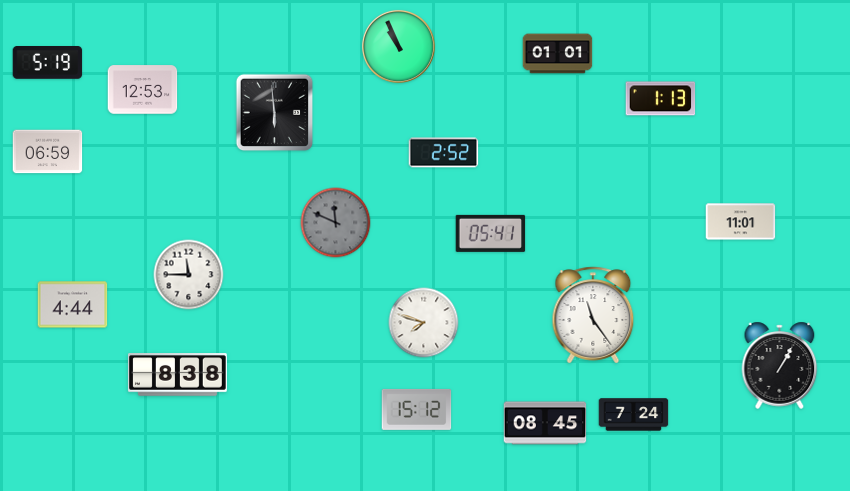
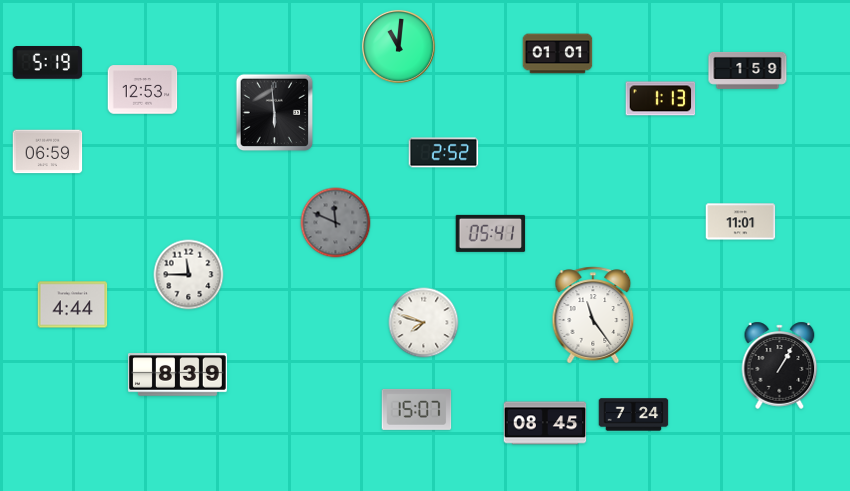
clock at (398, 46): 10:56 -> 11:01
clock at (748, 70): none -> 1:59
clock at (178, 375): 8:38 -> 8:39
clock at (417, 409): 15:12 -> 15:07
